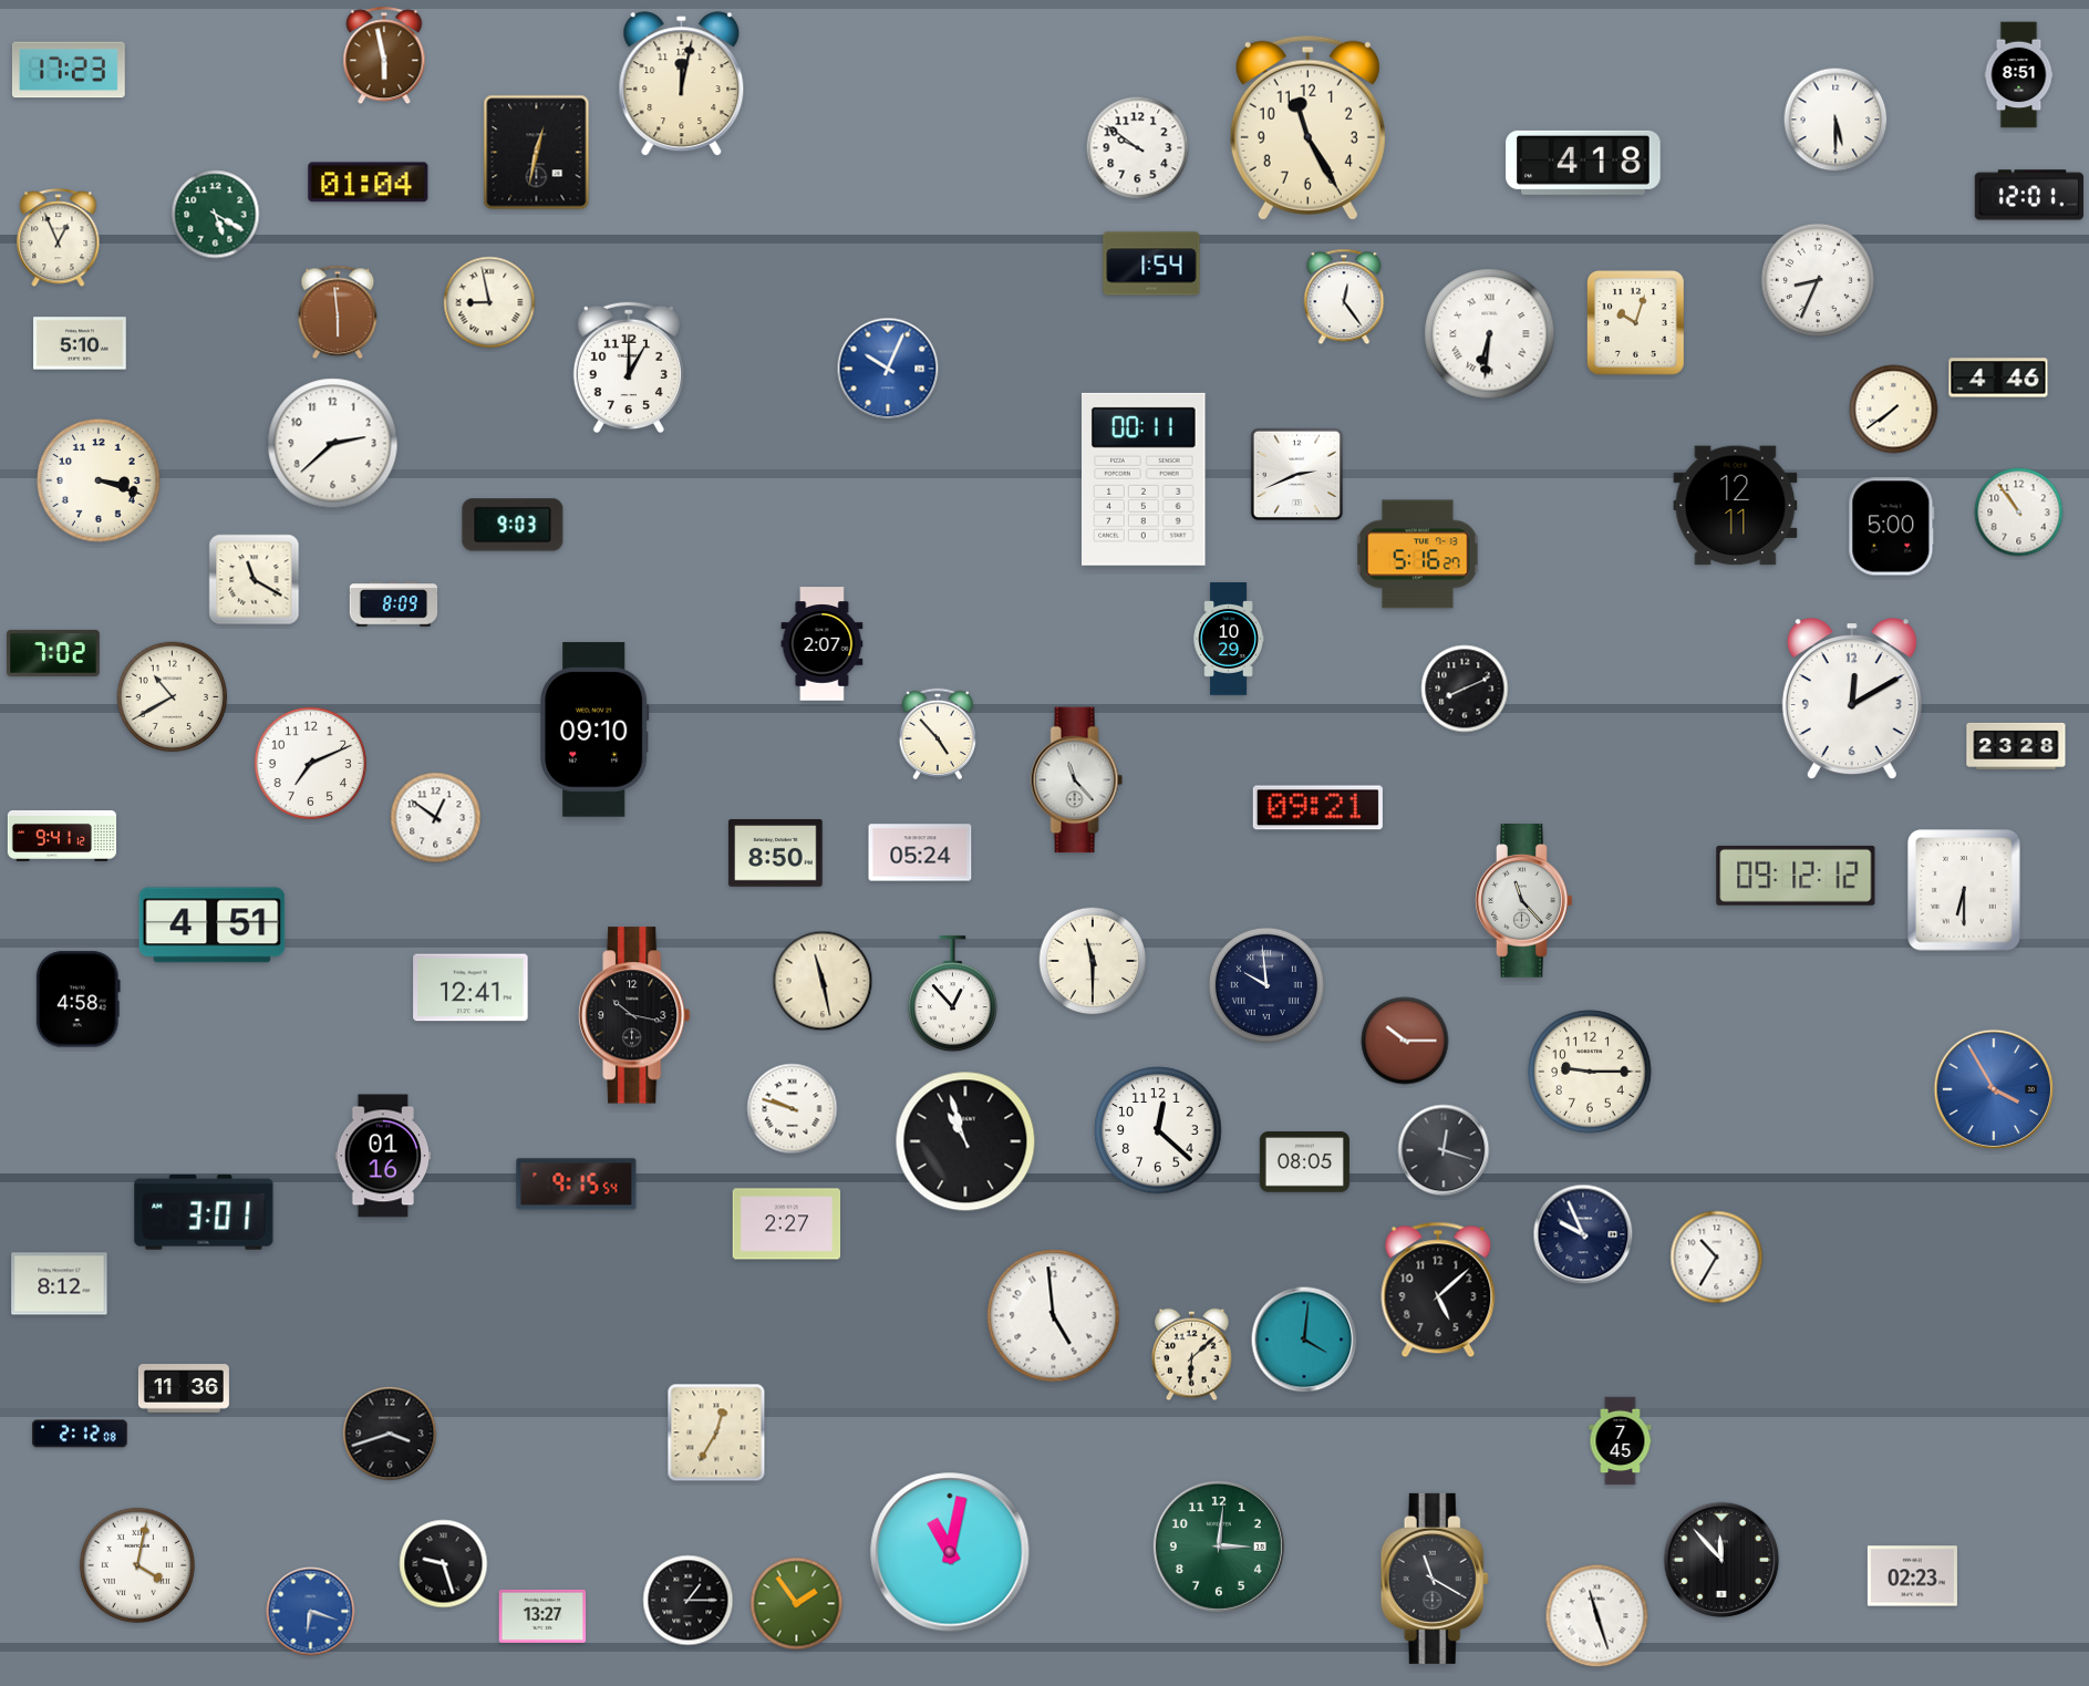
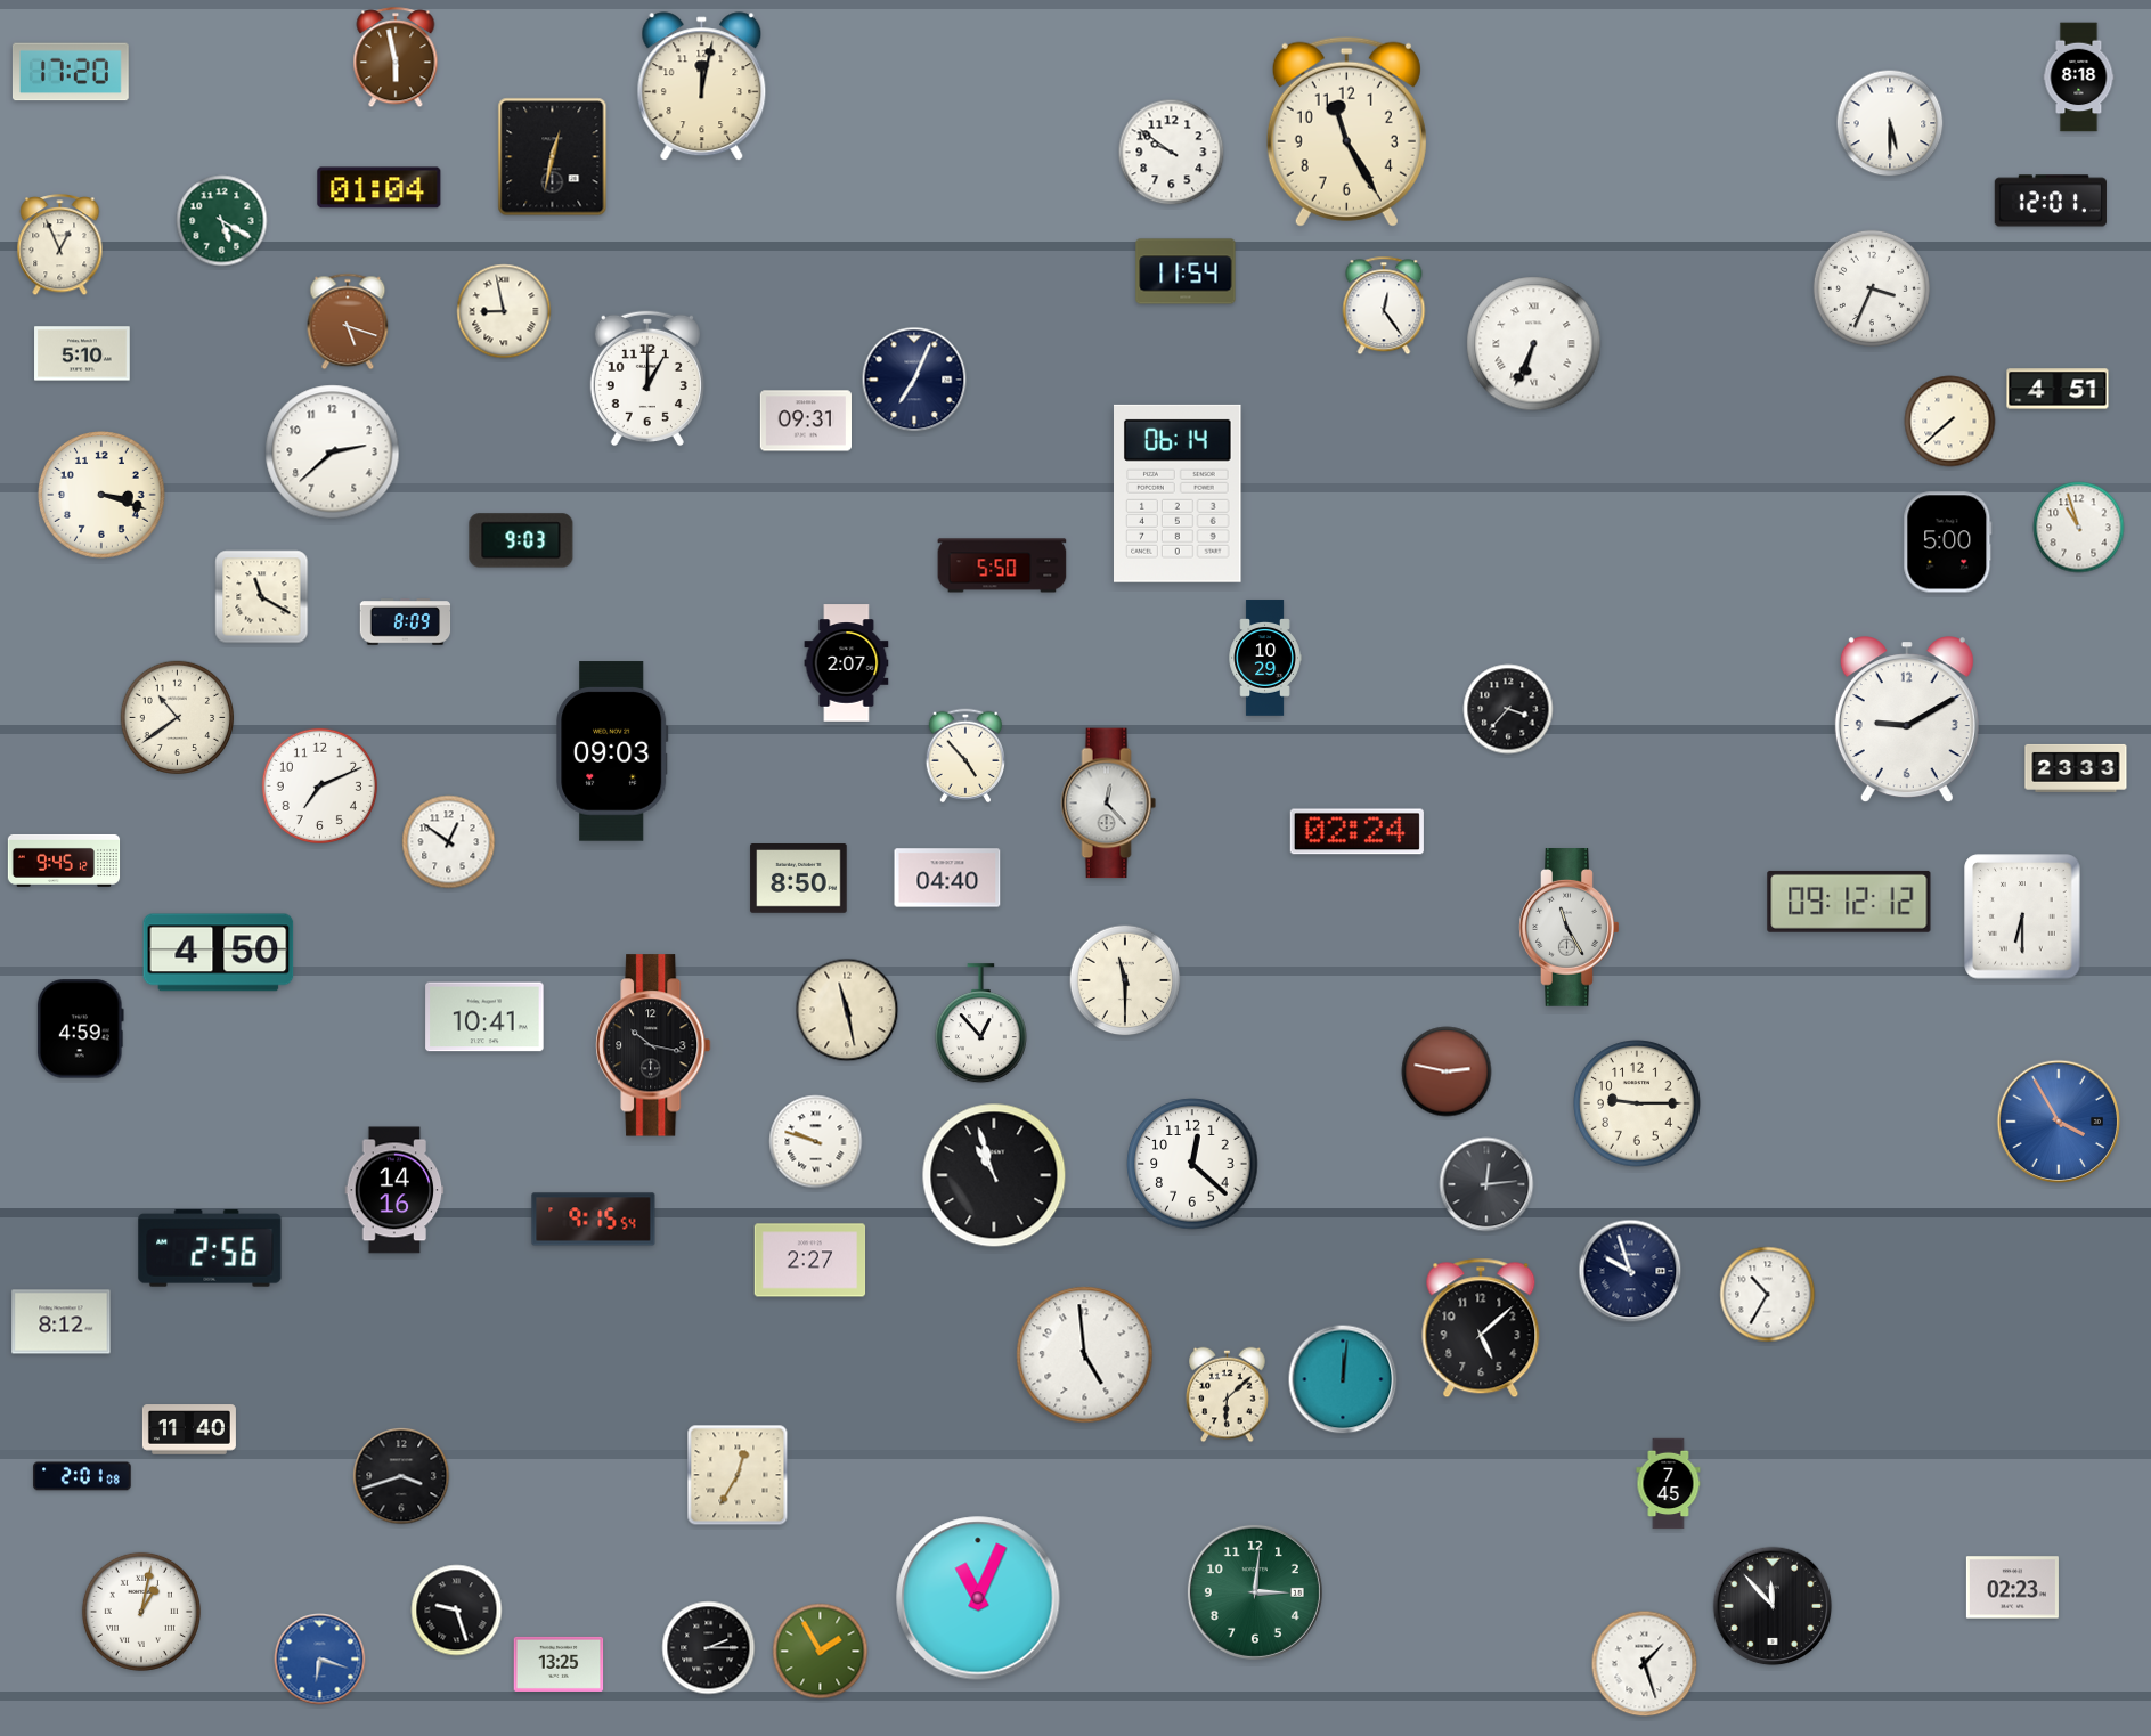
clock at (69, 70): 17:23 -> 17:20
clock at (2019, 75): 8:51 -> 8:18
clock at (1583, 163): 4:18 -> none
clock at (2029, 195) position: (2029, 195) -> (2051, 201)
clock at (1151, 263): 1:54 -> 11:54
clock at (1818, 280): 8:34 -> 3:34
clock at (338, 312): 5:59 -> 5:18
clock at (1636, 323): 10:03 -> none
clock at (1490, 334): 6:31 -> 6:34
clock at (888, 369): 10:04 -> 7:04
clock at (888, 369) dial: blue -> navy
clock at (1998, 377): 4:46 -> 4:51
clock at (805, 421): none -> 09:31
clock at (1894, 410): 7:39 -> 7:38
clock at (333, 444) position: (333, 444) -> (333, 453)
clock at (1297, 475): 2:41 -> none
clock at (1144, 479): 00:11 -> 06:14
clock at (1736, 506): 12:11 -> none
clock at (2019, 513): 10:54 -> 10:57
clock at (513, 525) position: (513, 525) -> (521, 540)
clock at (1002, 565): none -> 5:50
clock at (1418, 555): 5:16 -> none
clock at (53, 653): 7:02 -> none
clock at (1465, 689): 8:11 -> 3:37
clock at (173, 697): 10:40 -> 10:39
clock at (1852, 700): 12:10 -> 9:10
clock at (594, 730): 09:10 -> 09:03
clock at (2016, 746): 23:28 -> 23:33
clock at (1077, 780): 11:23 -> 12:23
clock at (1317, 808): 09:21 -> 02:24
clock at (62, 836): 9:41 -> 9:45
clock at (920, 852): 05:24 -> 04:40
clock at (1524, 901): 11:23 -> 11:25
clock at (213, 925): 4:51 -> 4:50
clock at (1093, 961) position: (1093, 961) -> (1125, 980)
clock at (1266, 985): 9:59 -> none
clock at (470, 987): 12:41 -> 10:41
clock at (77, 1000): 4:58 -> 4:59
clock at (1405, 1041): 10:15 -> 2:47
clock at (1994, 1089) position: (1994, 1089) -> (2059, 1122)
clock at (1444, 1150): 12:18 -> 12:14
clock at (383, 1156): 01:16 -> 14:16
clock at (1304, 1162): 08:05 -> none
clock at (204, 1212): 3:01 -> 2:56
clock at (1583, 1234): 9:56 -> 9:57
clock at (1304, 1340): 4:01 -> 12:01
clock at (184, 1388): 11:36 -> 11:40
clock at (80, 1434): 2:12 -> 2:01
clock at (950, 1552): 11:02 -> 11:04
clock at (137, 1565): 4:02 -> 1:02
clock at (1912, 1576) position: (1912, 1576) -> (2012, 1588)
clock at (1435, 1579): 11:20 -> none
clock at (689, 1601): 1:15 -> 2:15
clock at (797, 1604): 1:54 -> 1:55
clock at (542, 1616): 13:27 -> 13:25
clock at (1597, 1616): 11:27 -> 1:27
